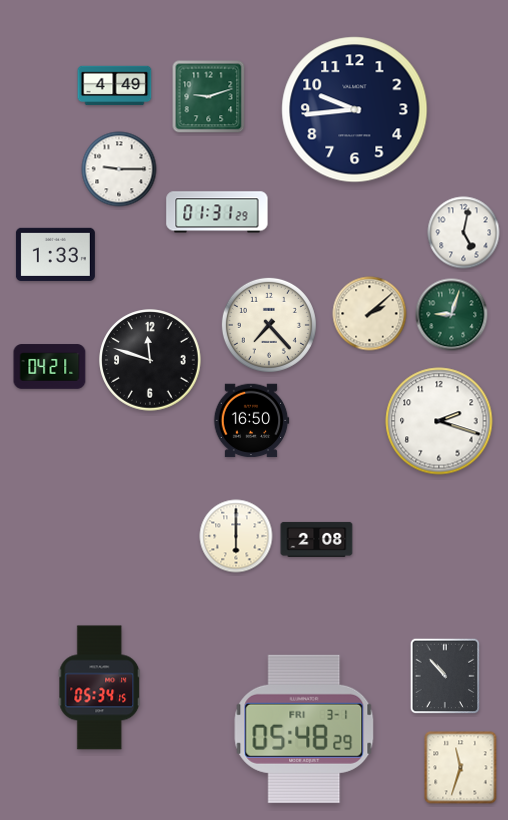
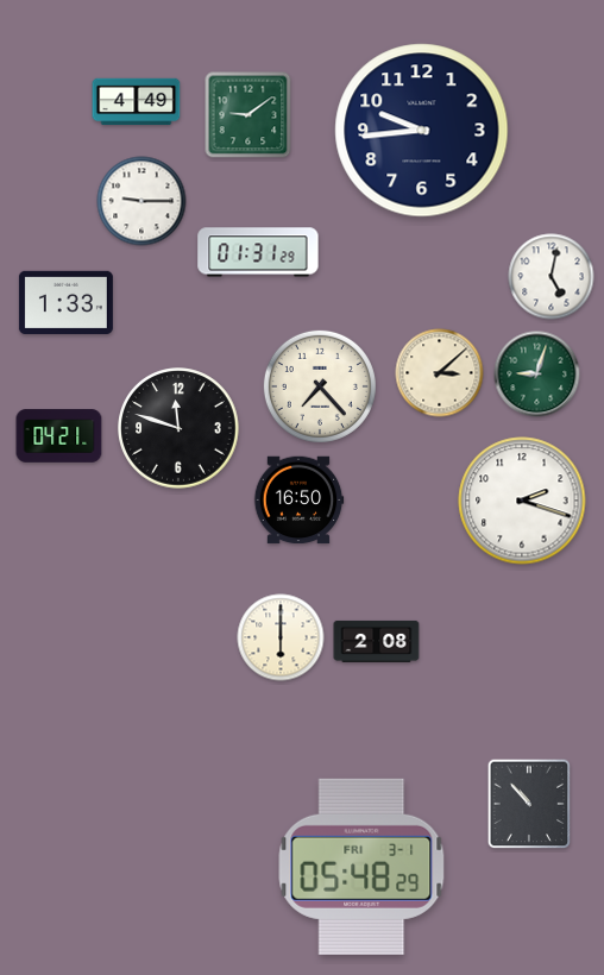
clock at (209, 97): 9:12 -> 9:09
clock at (370, 314): 2:08 -> 3:08
clock at (100, 688): 05:34 -> none
clock at (461, 768): 11:33 -> none
